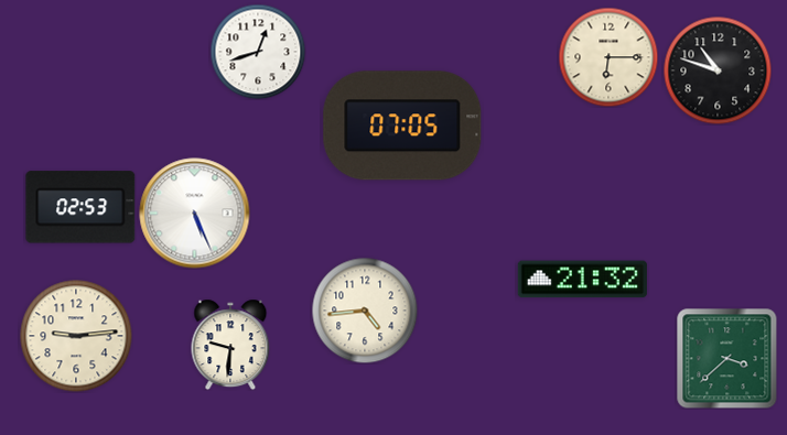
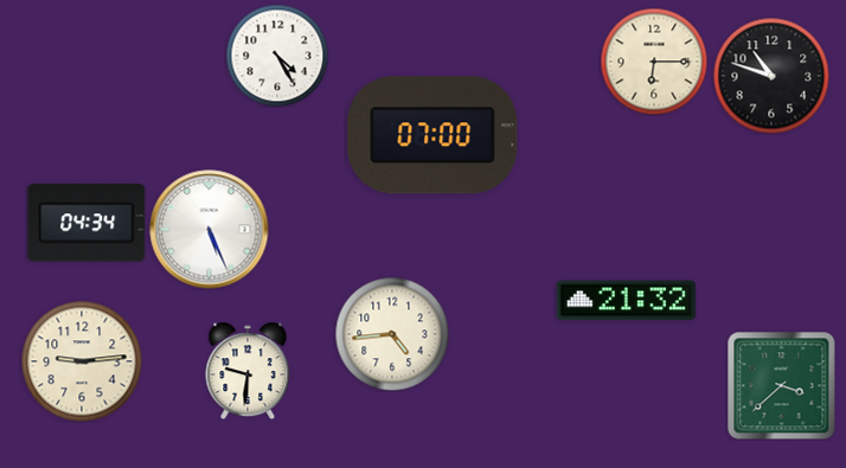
clock at (258, 52): 12:42 -> 4:25
clock at (402, 126): 07:05 -> 07:00
clock at (80, 207): 02:53 -> 04:34
